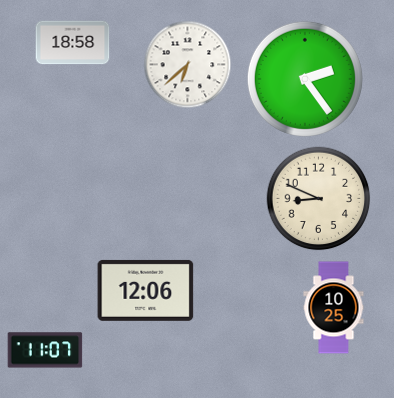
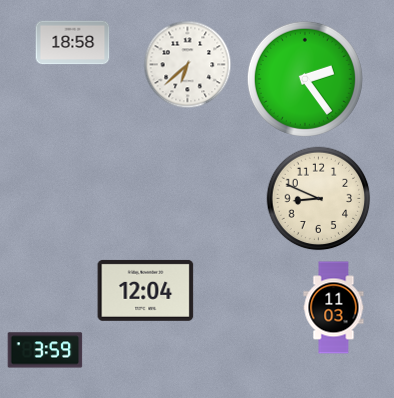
clock at (146, 290): 12:06 -> 12:04
clock at (334, 308): 10:25 -> 11:03
clock at (45, 350): 11:07 -> 3:59
